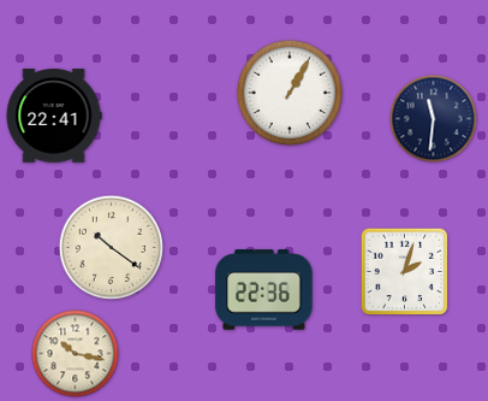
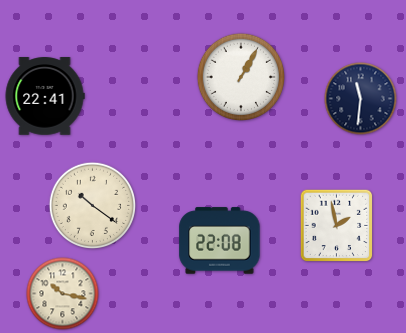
clock at (405, 272): 2:03 -> 1:58
clock at (264, 290): 22:36 -> 22:08
